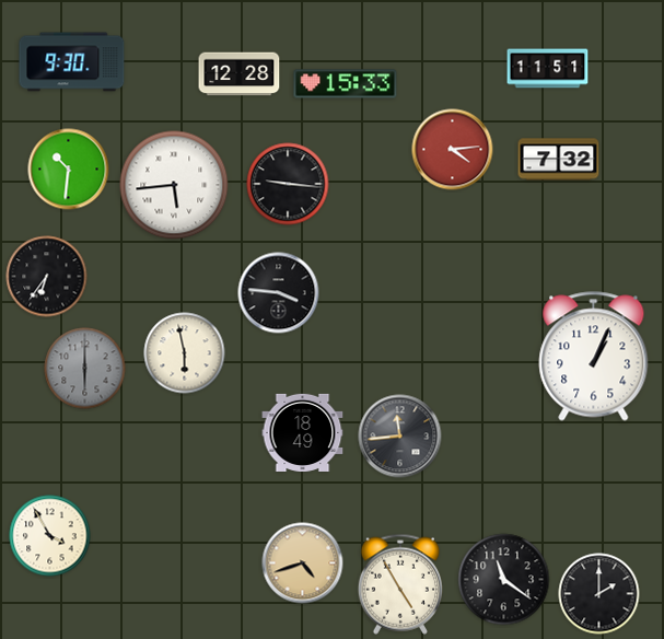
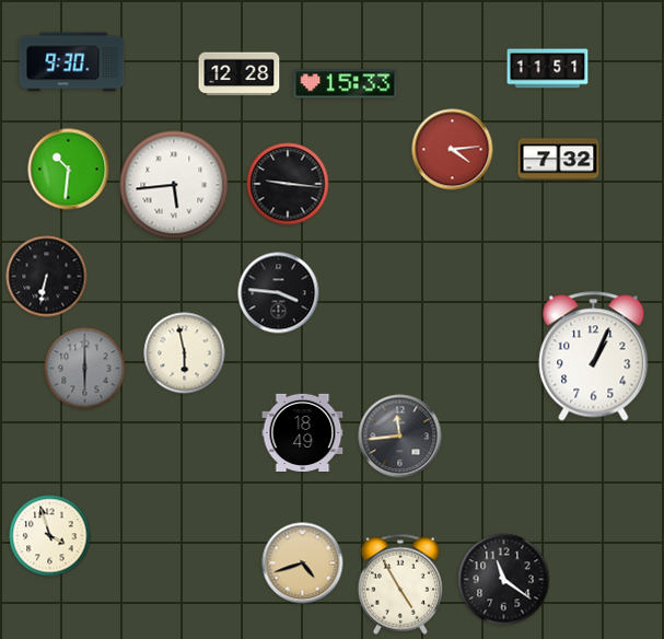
clock at (47, 277): 6:36 -> 6:32
clock at (50, 536): 3:55 -> 3:57
clock at (599, 594): 2:00 -> none
